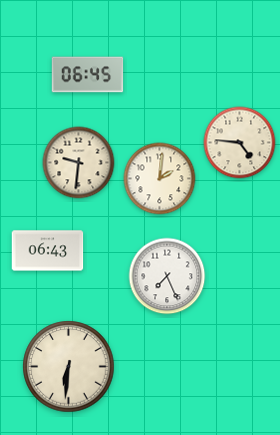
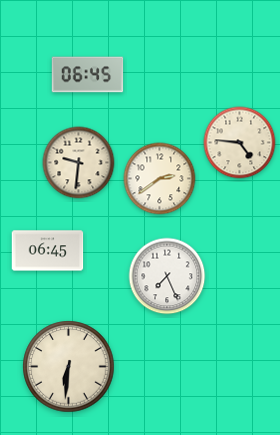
clock at (160, 179): 2:01 -> 2:39
clock at (48, 251): 06:43 -> 06:45
